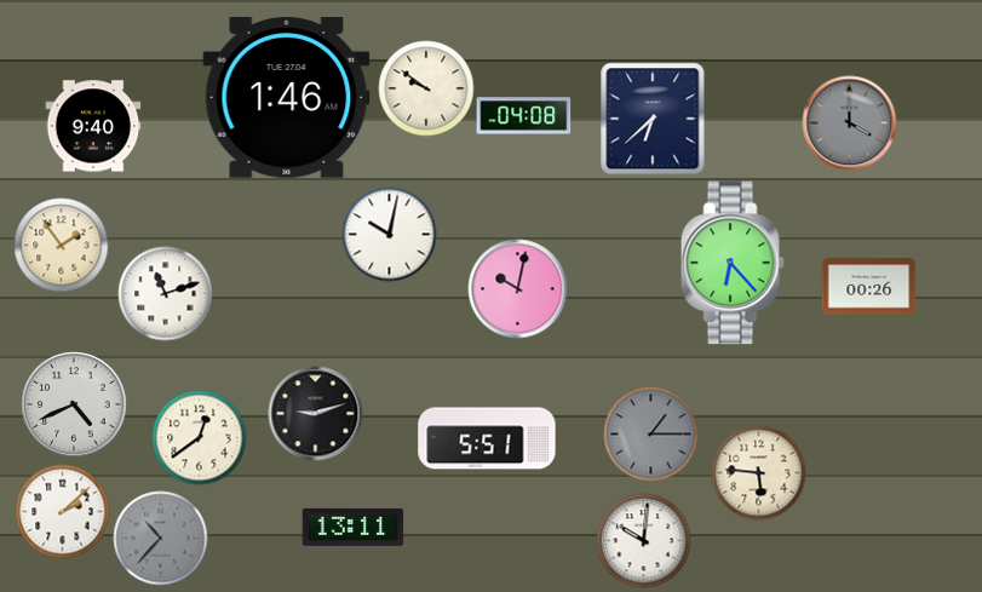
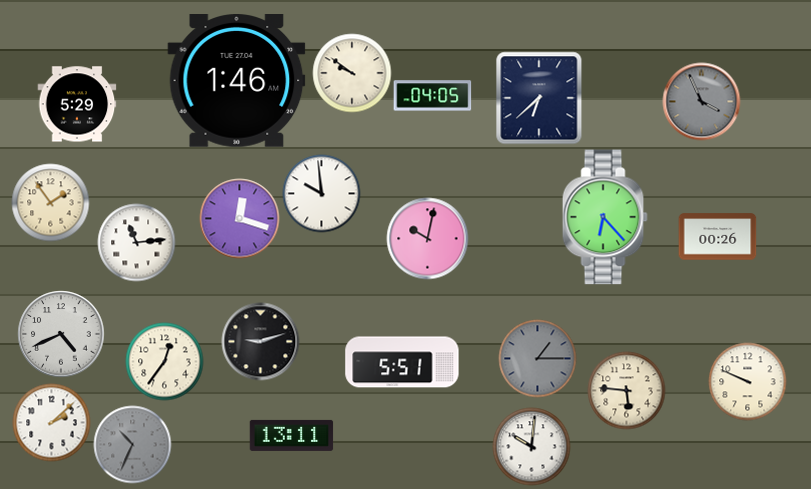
clock at (523, 116): 04:08 -> 04:05
clock at (849, 122): 4:00 -> 3:56
clock at (93, 126): 9:40 -> 5:29
clock at (389, 234): 10:02 -> 9:59
clock at (239, 218): none -> 12:18
clock at (165, 293): 11:12 -> 11:14
clock at (199, 437): 12:39 -> 12:36
clock at (747, 381): none -> 9:49
clock at (160, 538): 10:37 -> 10:34
